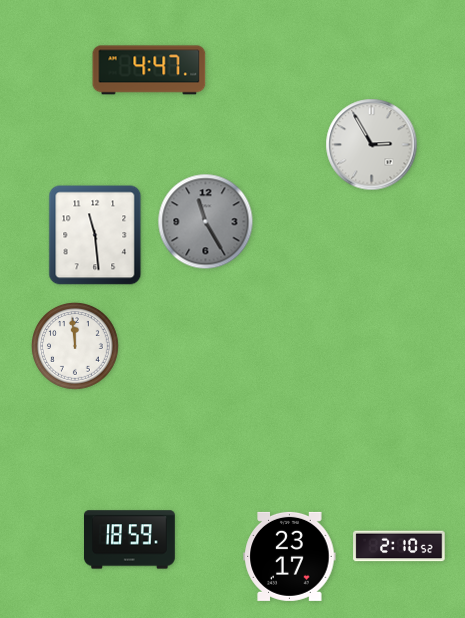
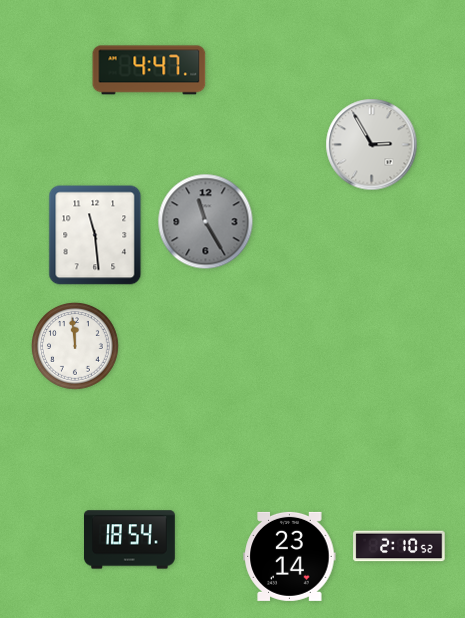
clock at (130, 540): 18:59 -> 18:54
clock at (290, 556): 23:17 -> 23:14
